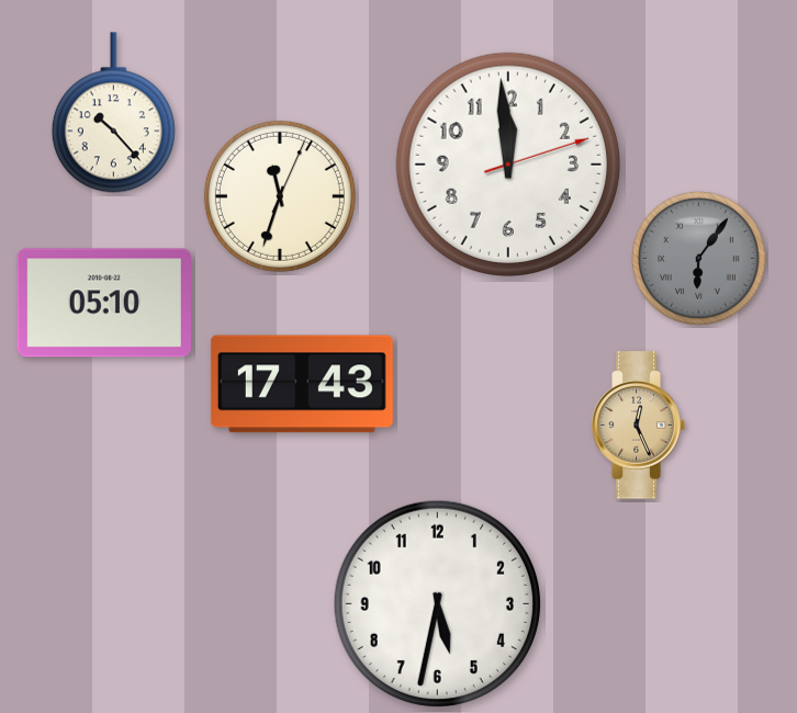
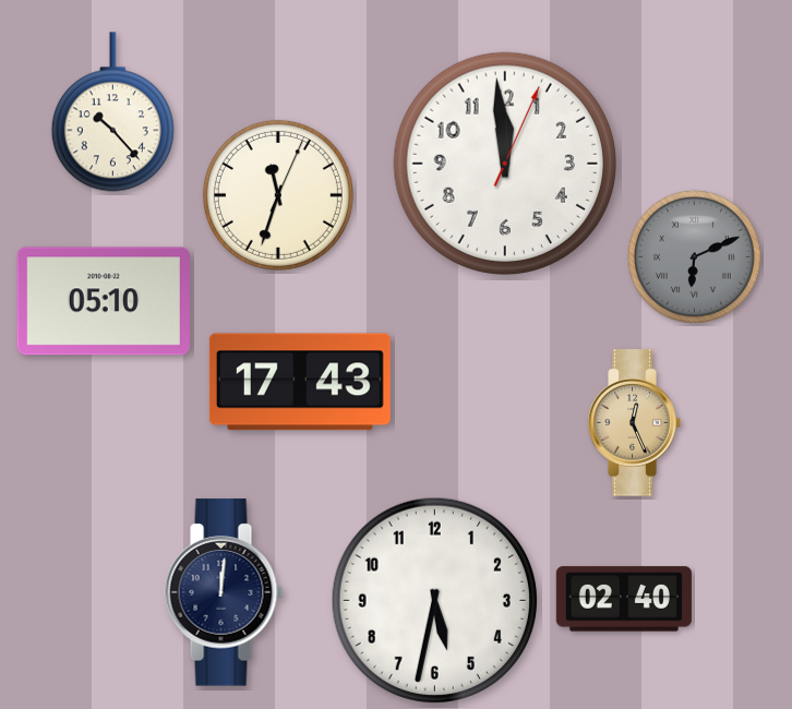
clock at (507, 163): 11:59:12 -> 11:59:04
clock at (698, 258): 6:06 -> 6:11
clock at (224, 592): none -> 12:01
clock at (624, 599): none -> 02:40
